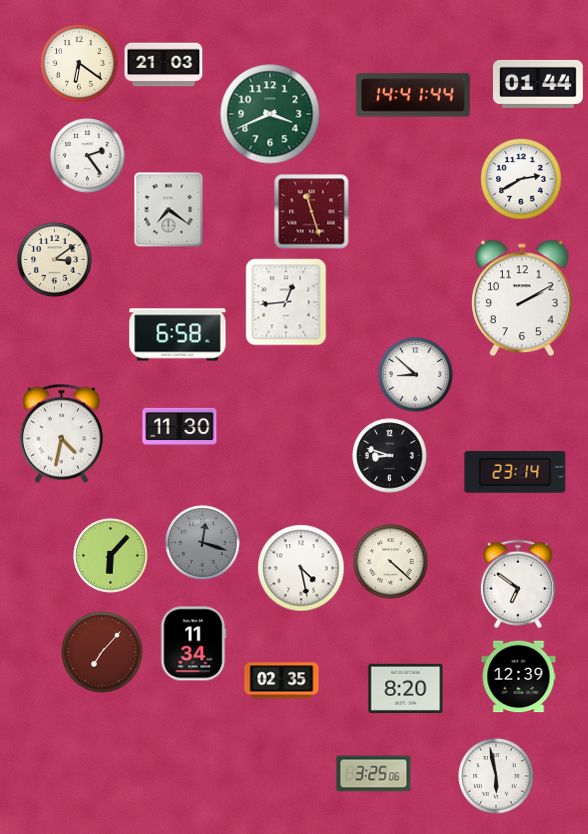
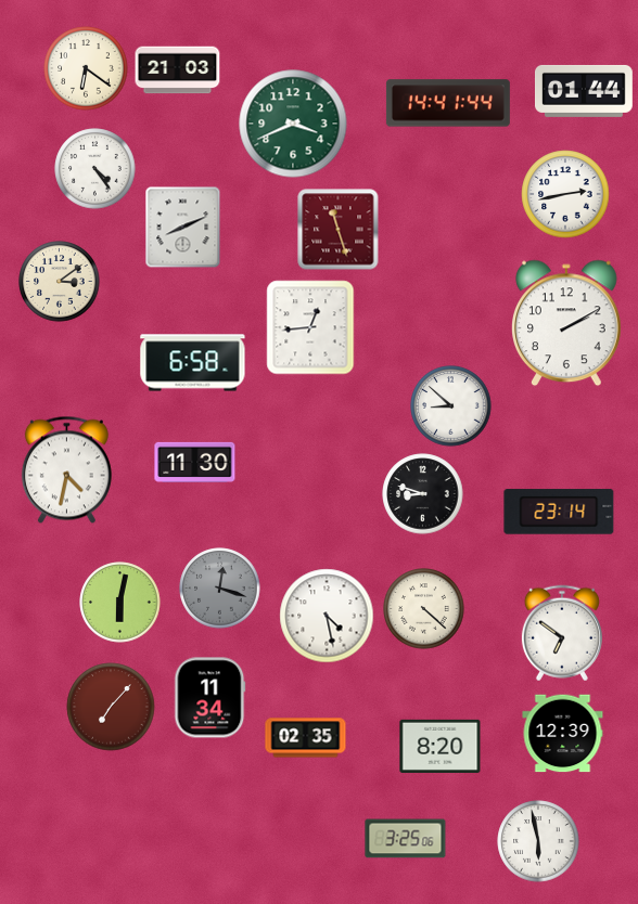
clock at (88, 156): 2:24 -> 4:24
clock at (521, 179): 2:40 -> 2:43
clock at (169, 210): 7:21 -> 8:11
clock at (111, 556): 6:07 -> 6:02
